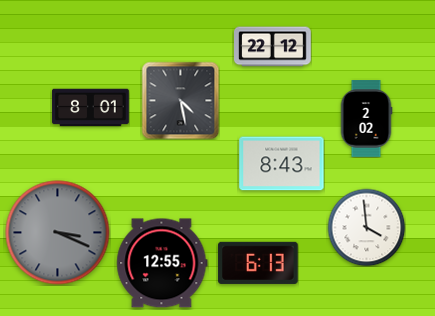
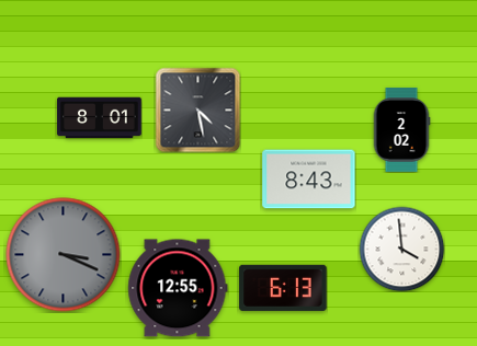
clock at (273, 47): 22:12 -> none
